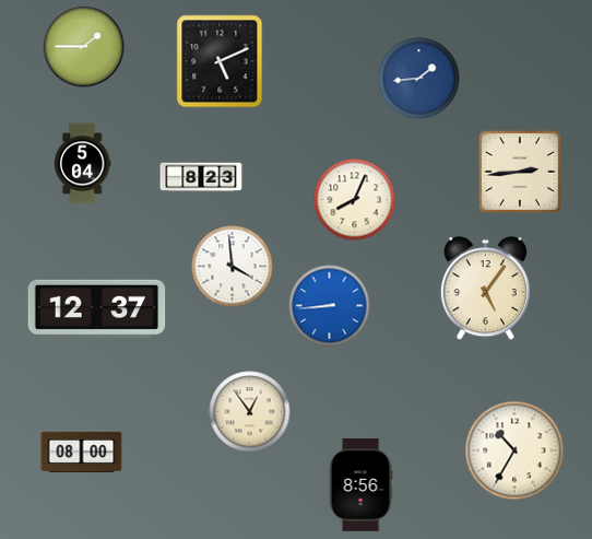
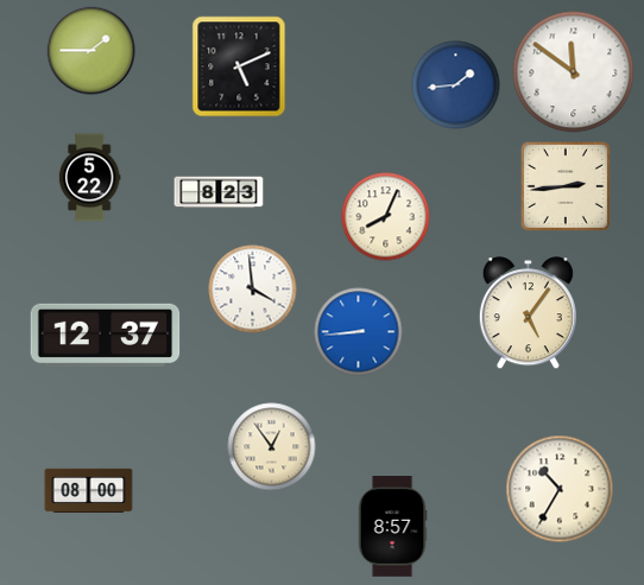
clock at (574, 72): none -> 11:51
clock at (82, 164): 5:04 -> 5:22
clock at (360, 485): 8:56 -> 8:57
